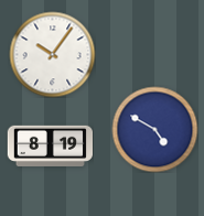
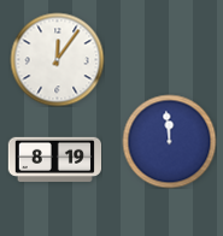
clock at (52, 54): 10:06 -> 12:06
clock at (154, 129): 4:50 -> 11:59
